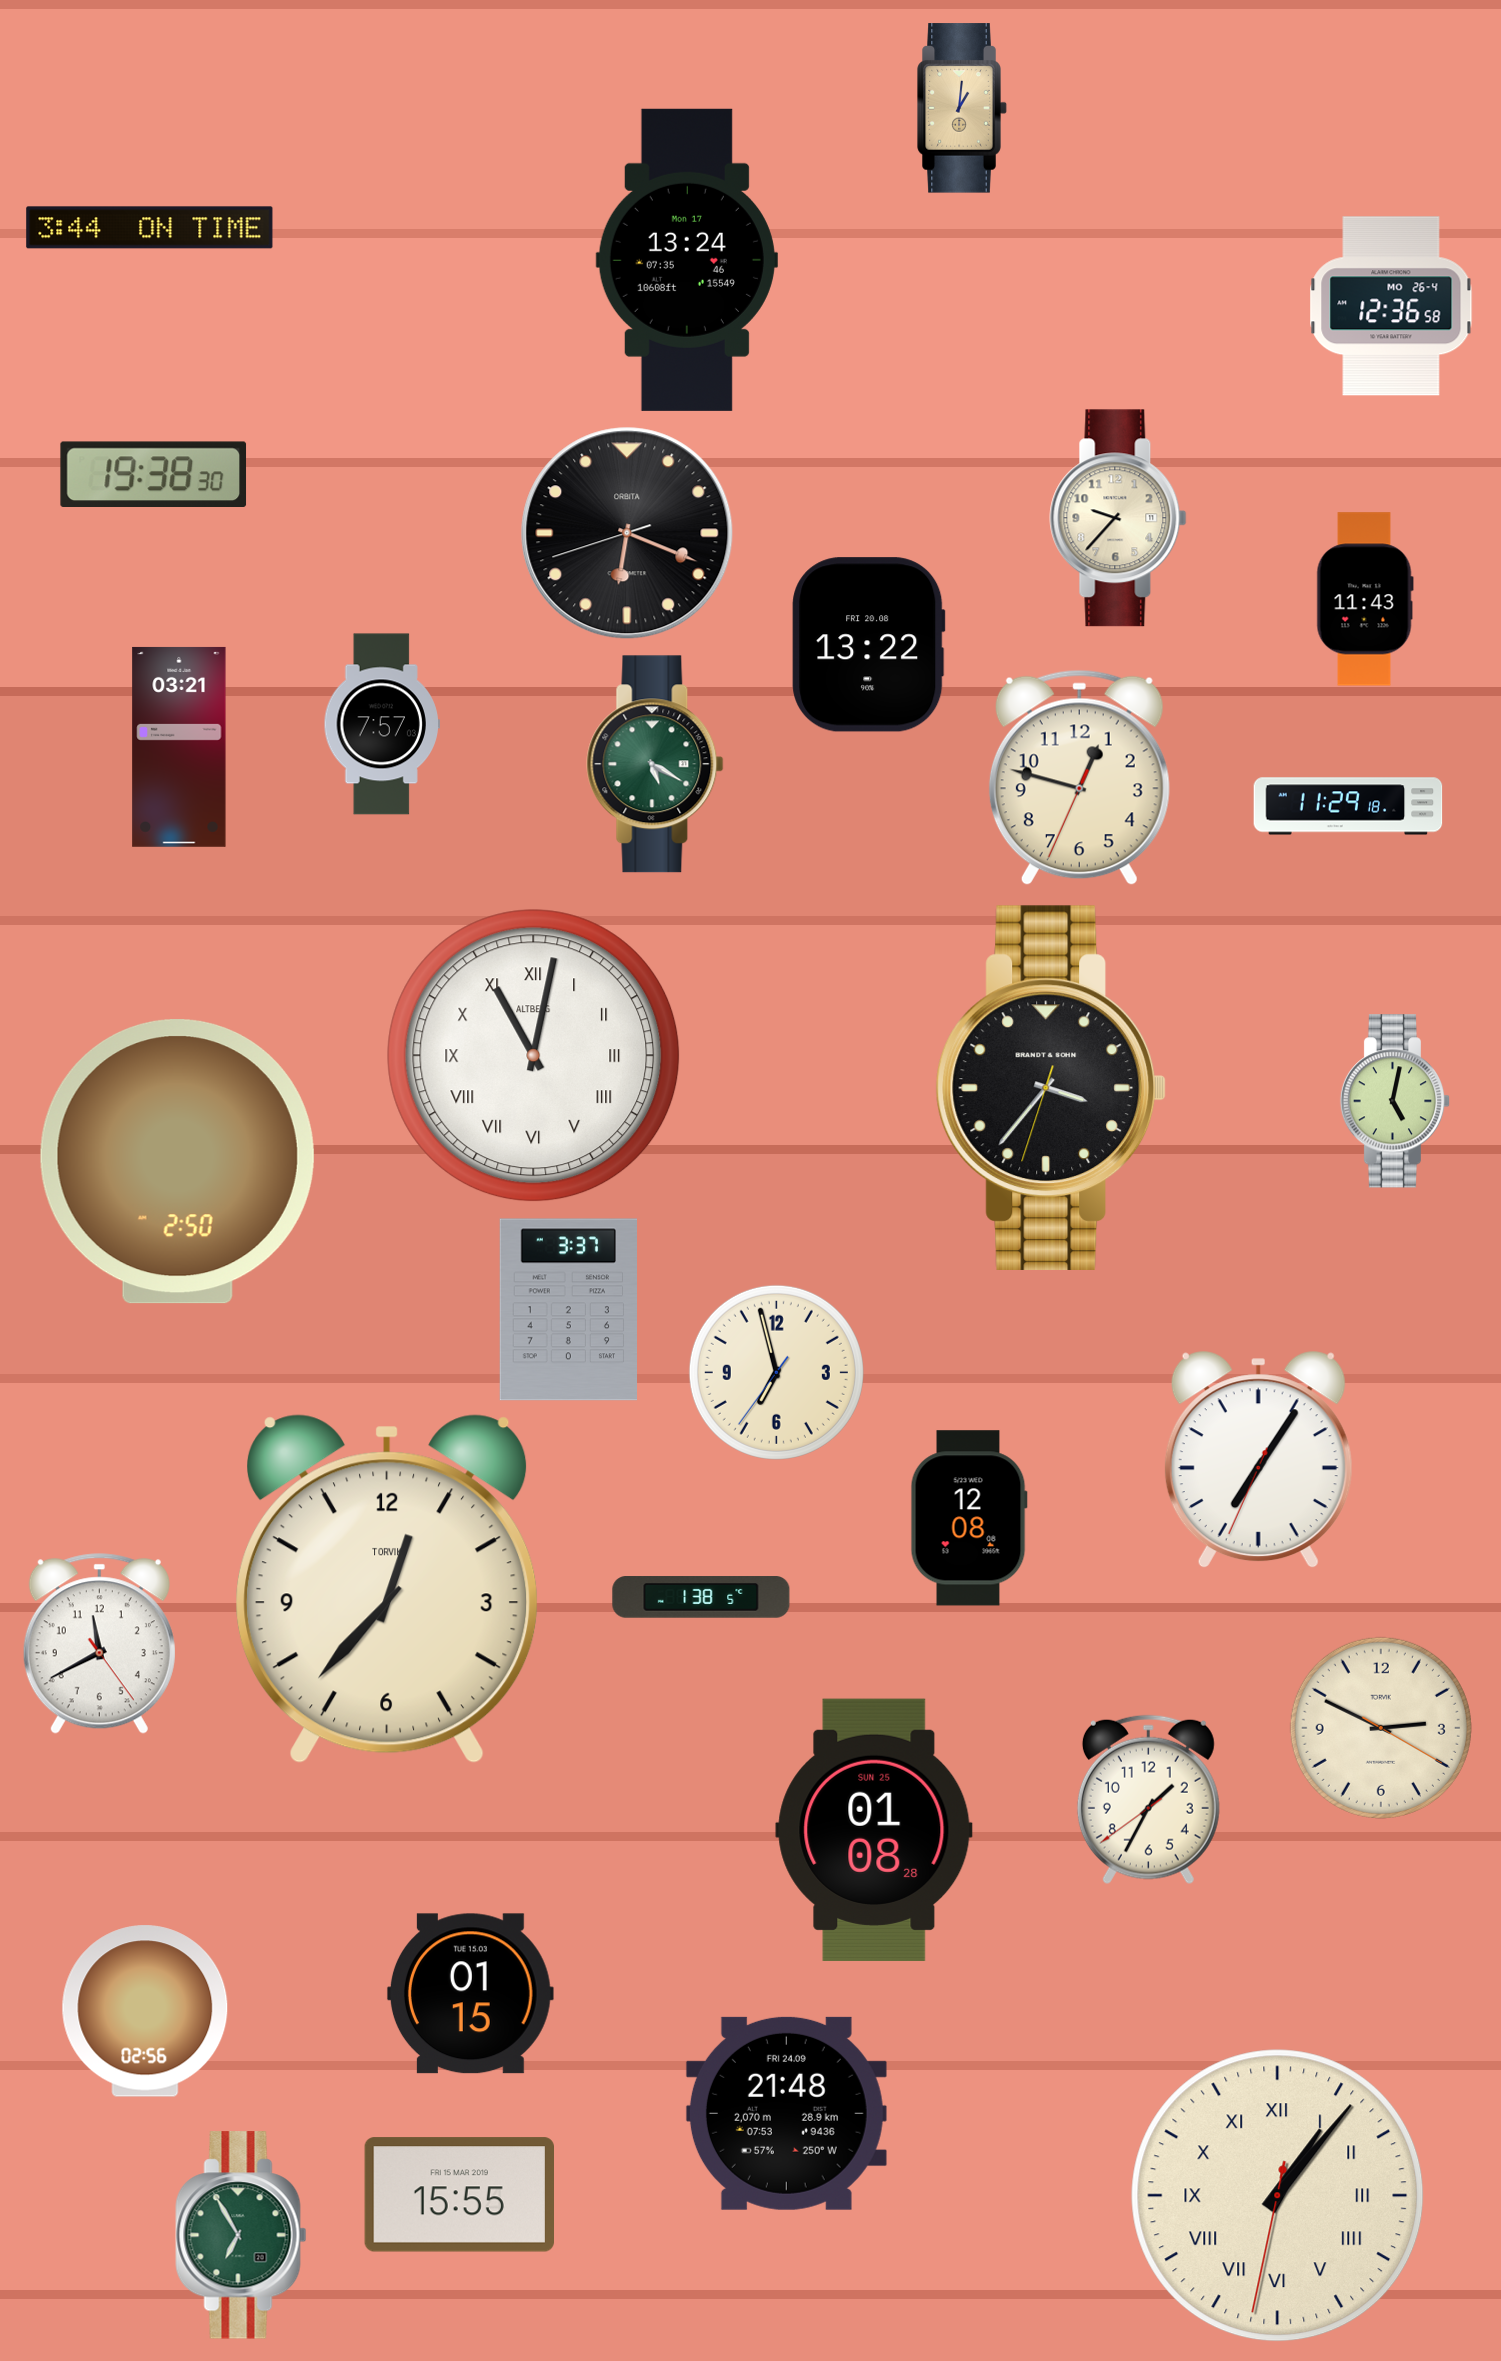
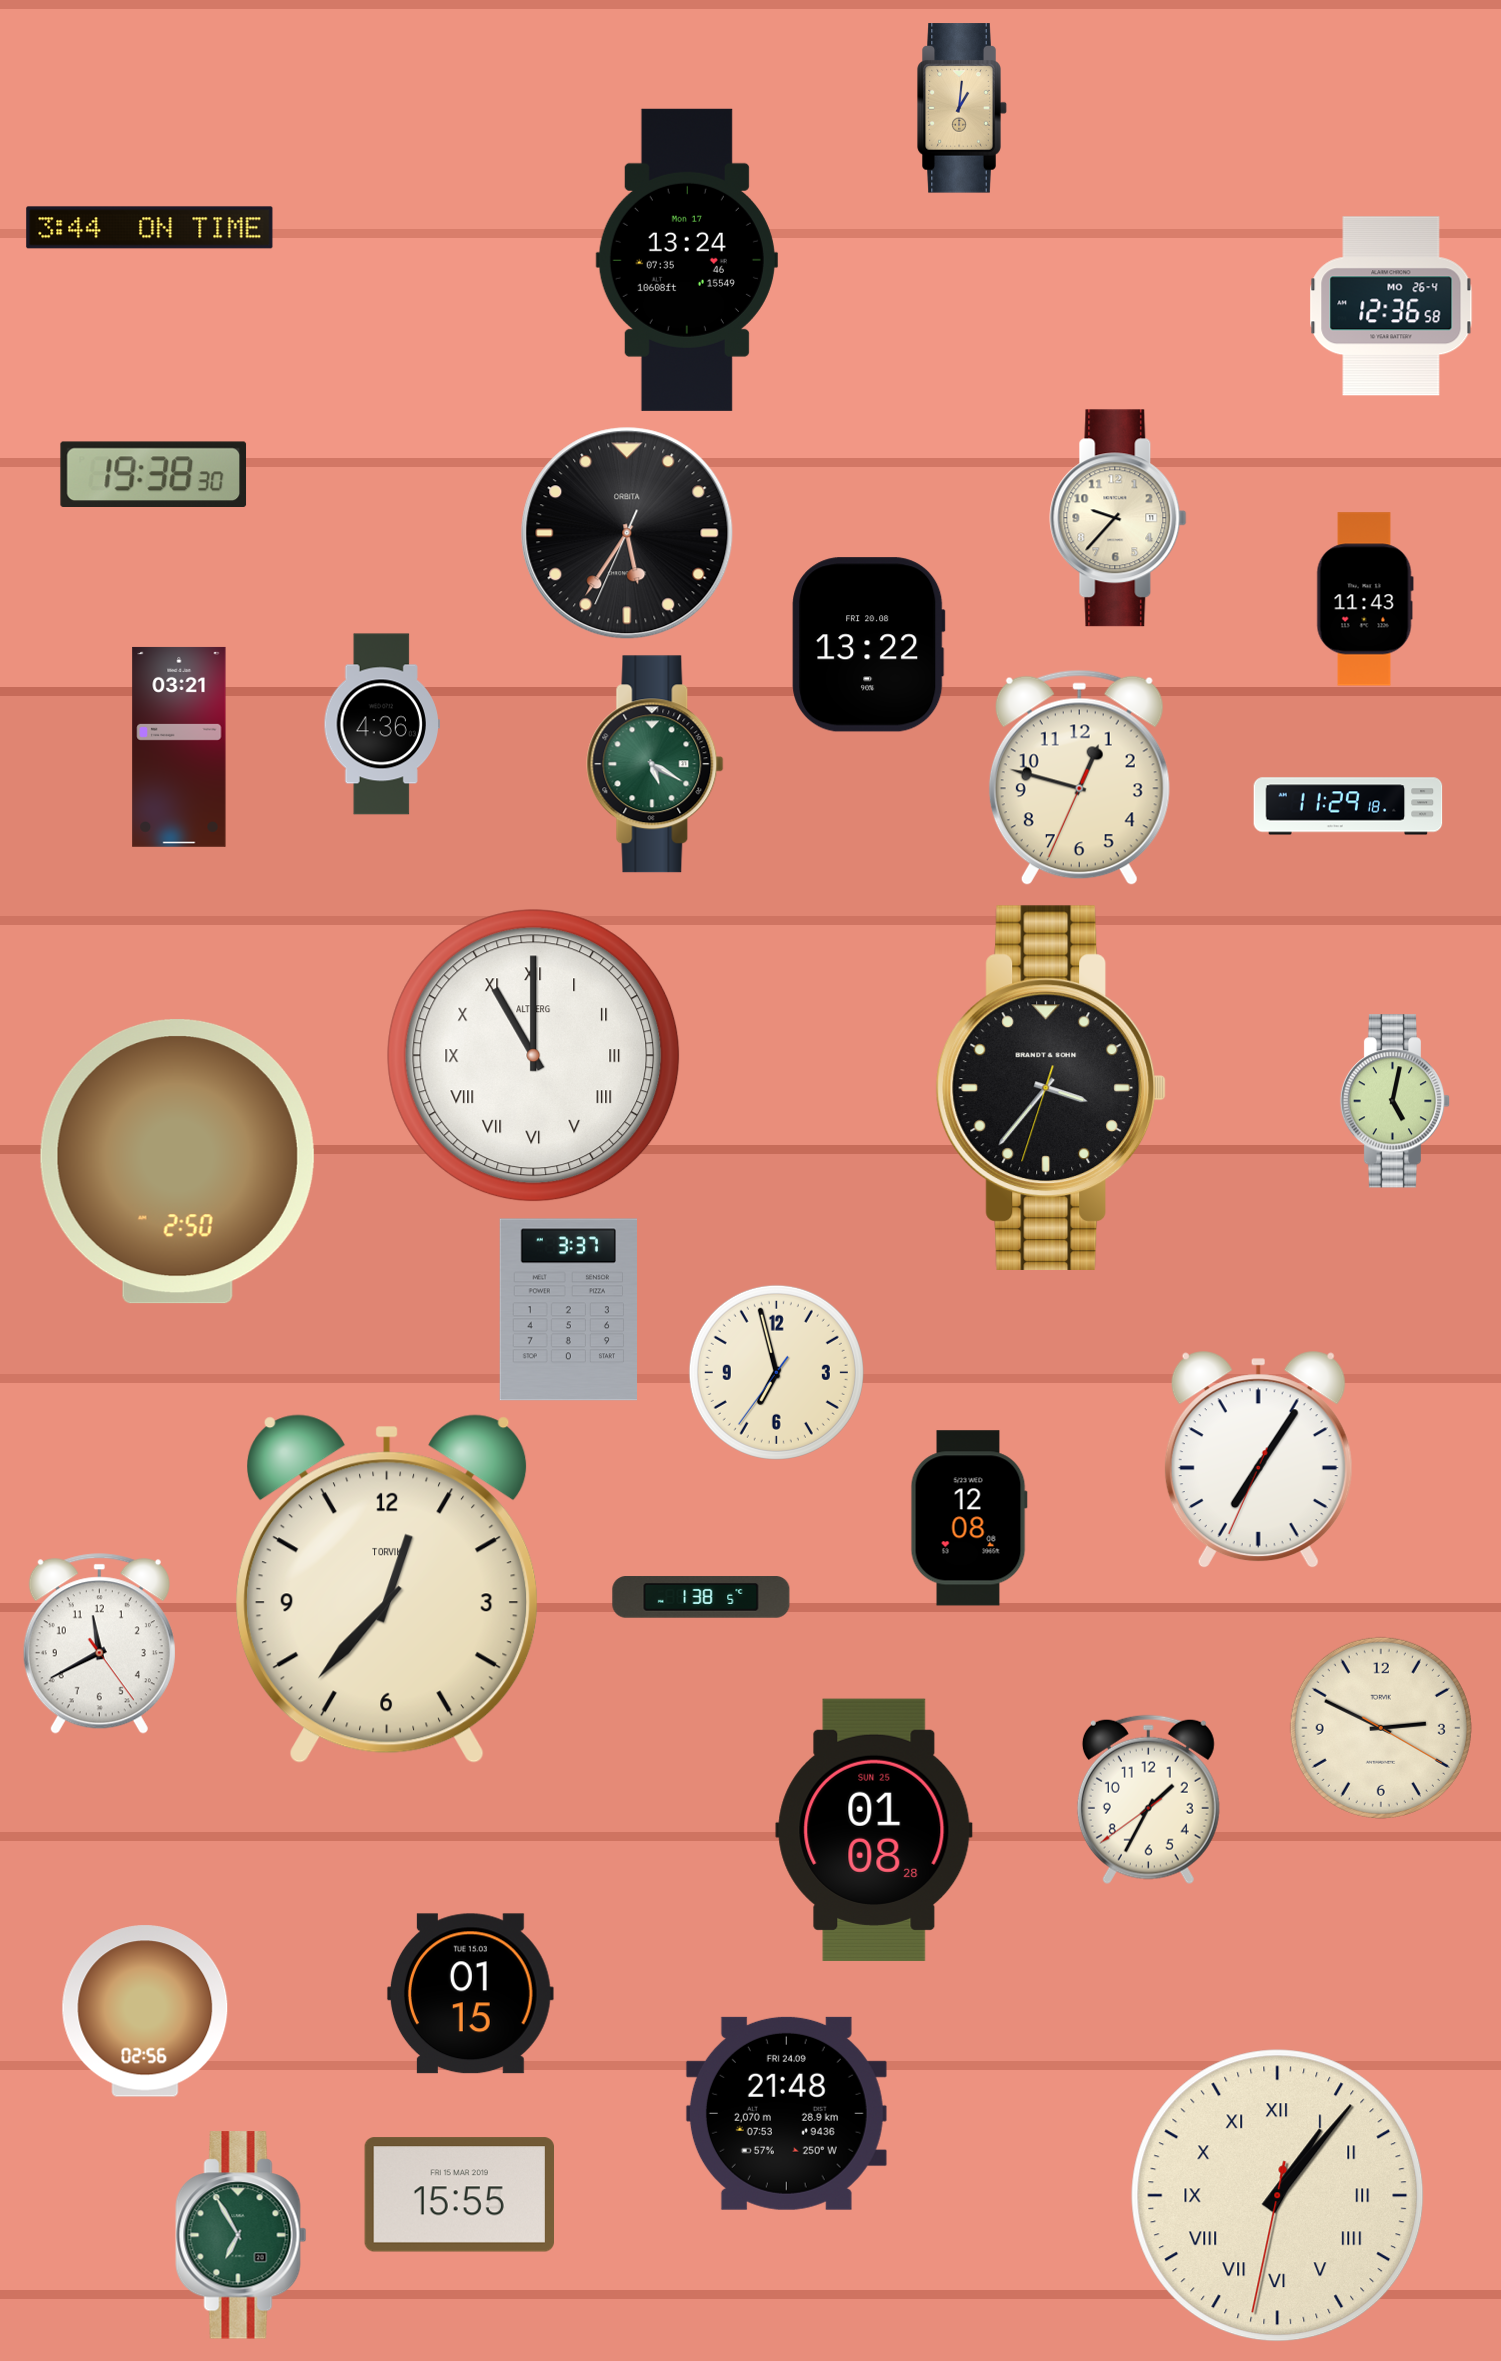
clock at (627, 533): 6:18 -> 5:35
clock at (381, 724): 7:57 -> 4:36
clock at (534, 1056): 11:02 -> 11:00
